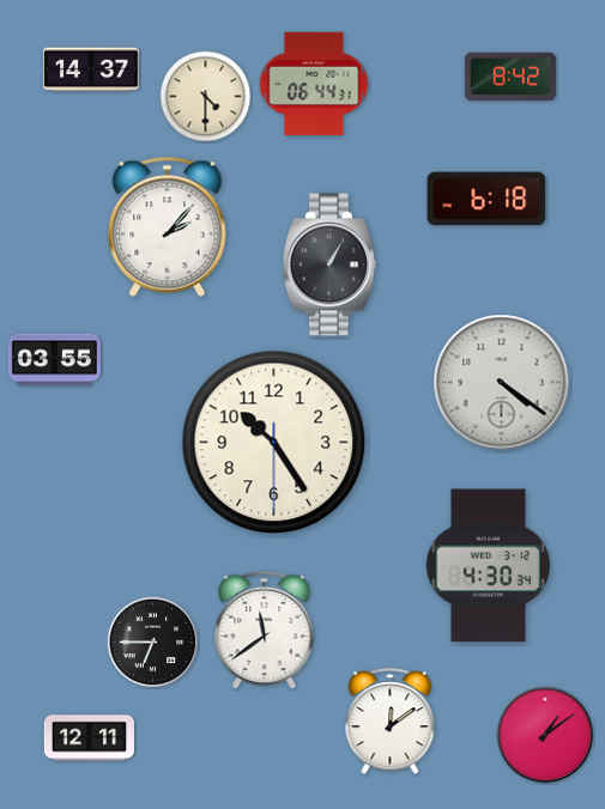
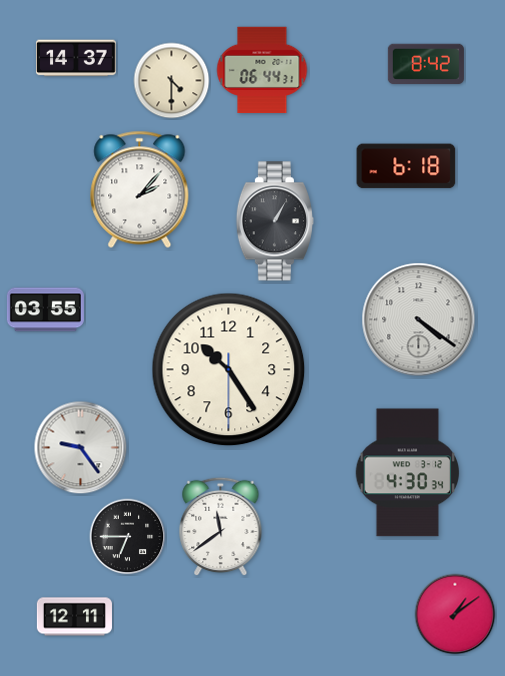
clock at (54, 360) position: (54, 360) -> (45, 310)
clock at (81, 448): none -> 9:24
clock at (391, 722): 12:09 -> none
